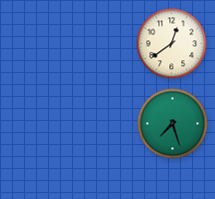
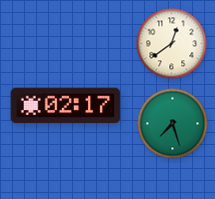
clock at (66, 106): none -> 02:17
